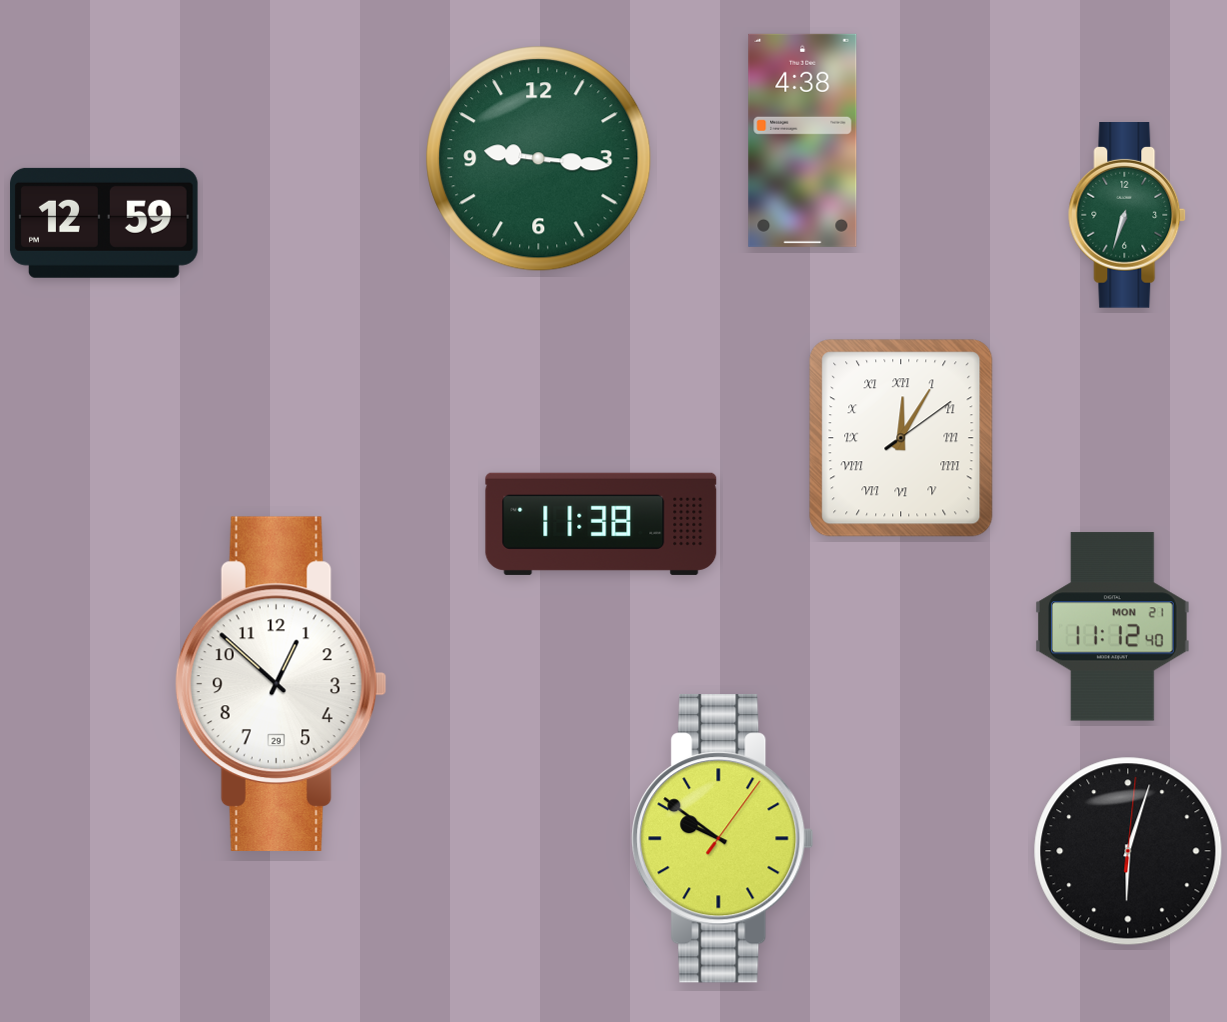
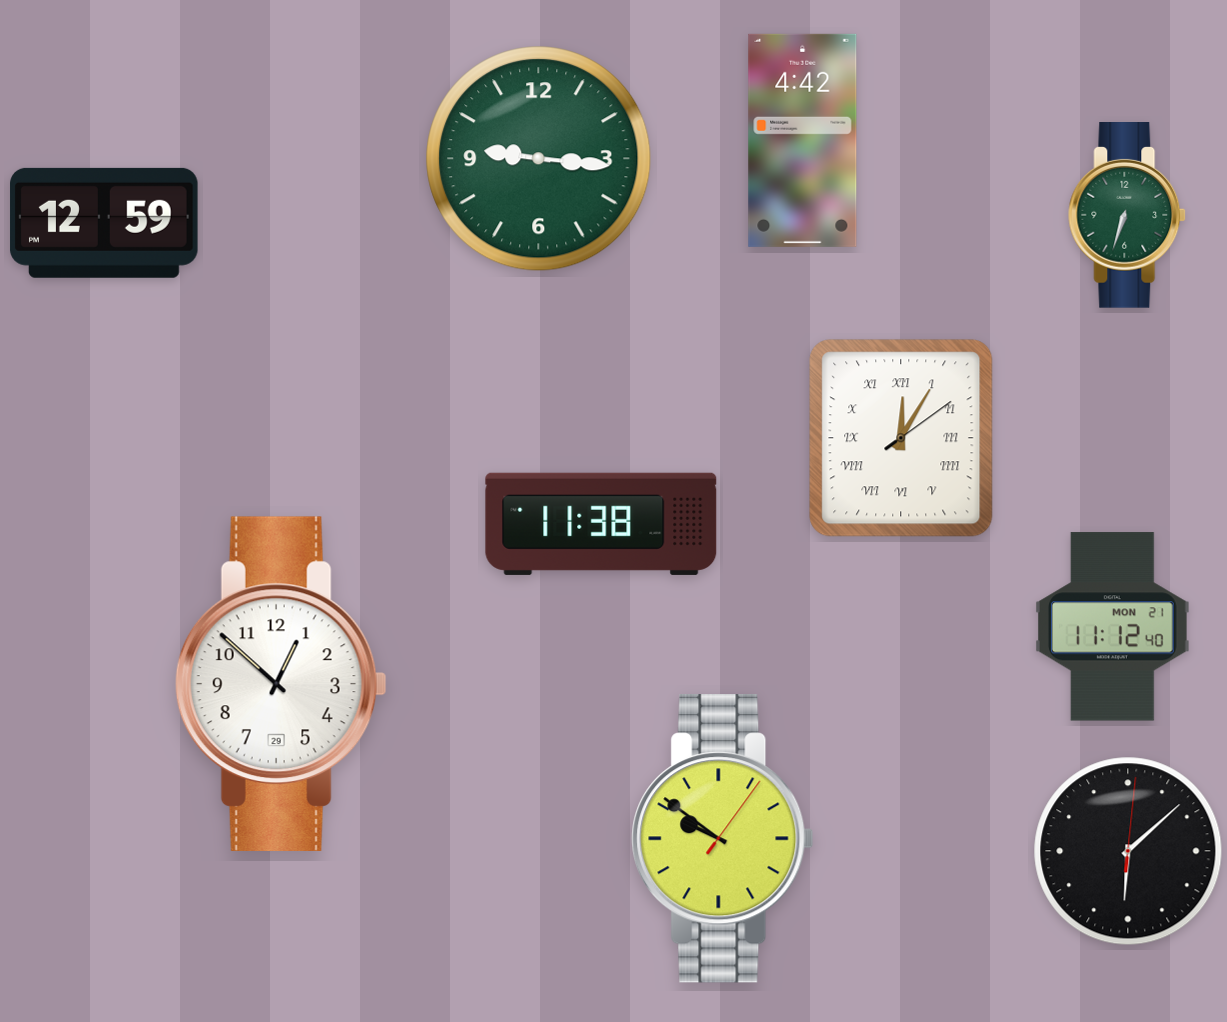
clock at (803, 140): 4:38 -> 4:42
clock at (1128, 851): 6:03 -> 6:08
